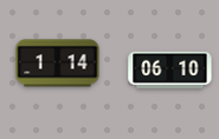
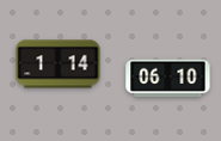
clock at (170, 71) position: (170, 71) -> (168, 79)
